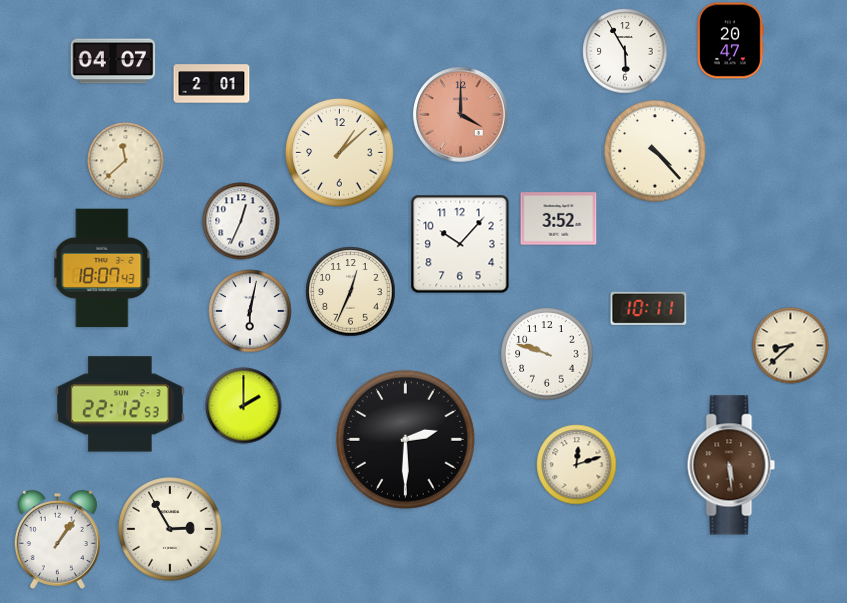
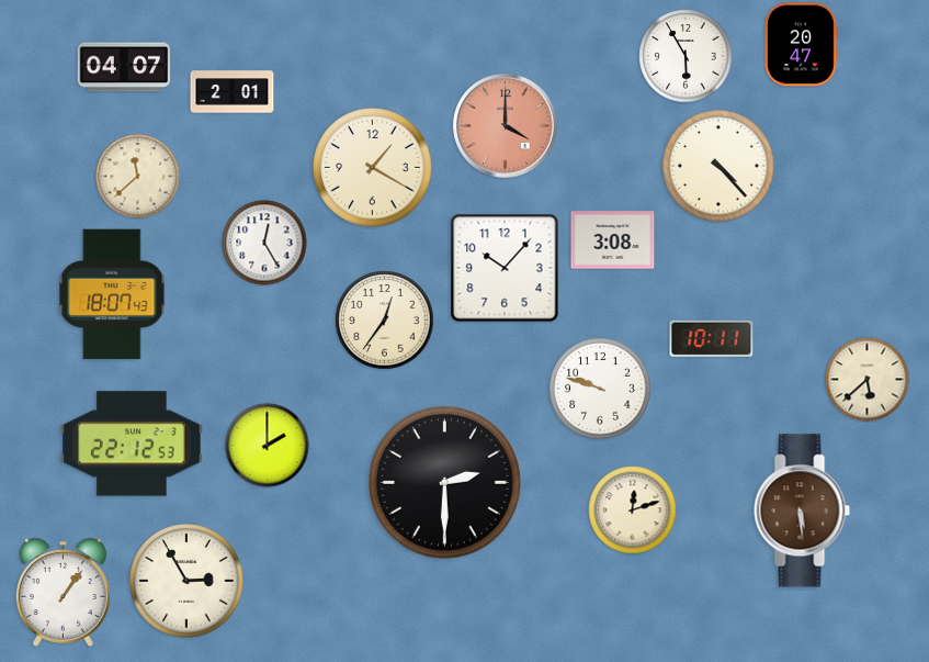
clock at (340, 153): 1:08 -> 1:20
clock at (559, 219): 3:52 -> 3:08
clock at (241, 221): 12:34 -> 12:25
clock at (351, 292): 12:34 -> 12:36
clock at (250, 311): 6:02 -> none
clock at (791, 346): 8:38 -> 5:38
